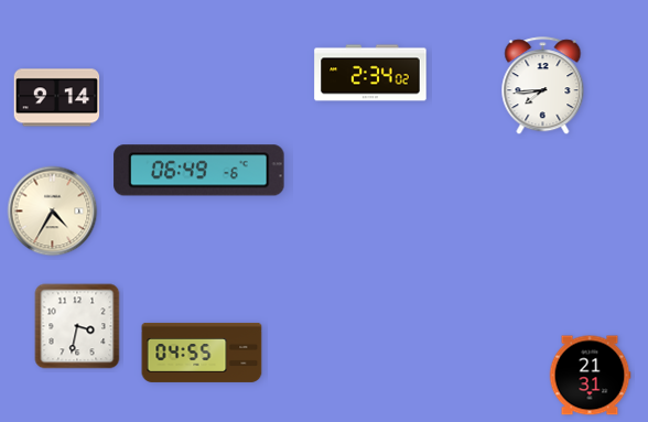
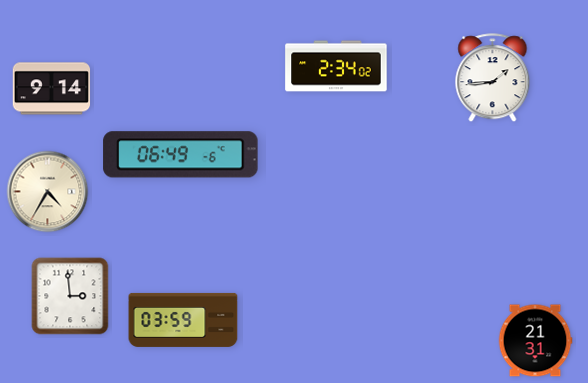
clock at (543, 86): 7:44 -> 1:44
clock at (77, 326): 3:32 -> 2:59
clock at (202, 353): 04:55 -> 03:59
